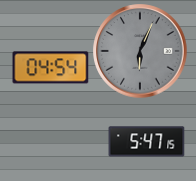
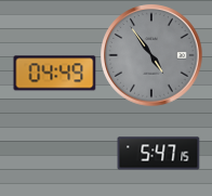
clock at (140, 51): 6:04 -> 4:54
clock at (51, 68): 04:54 -> 04:49
